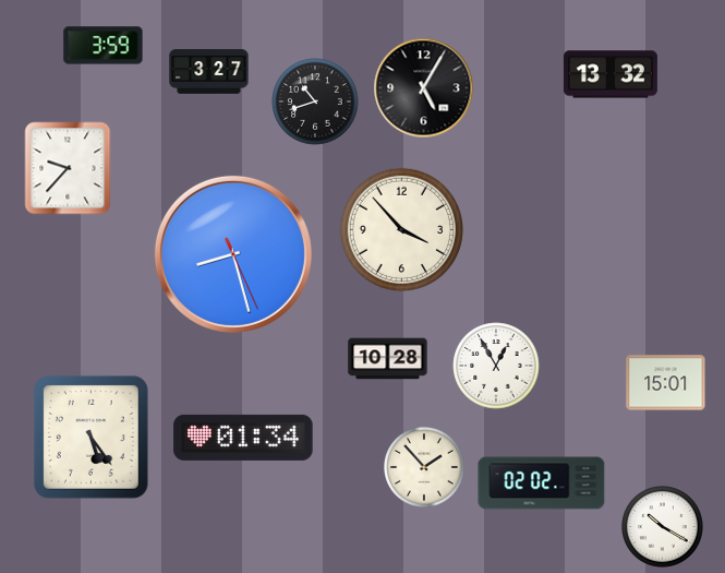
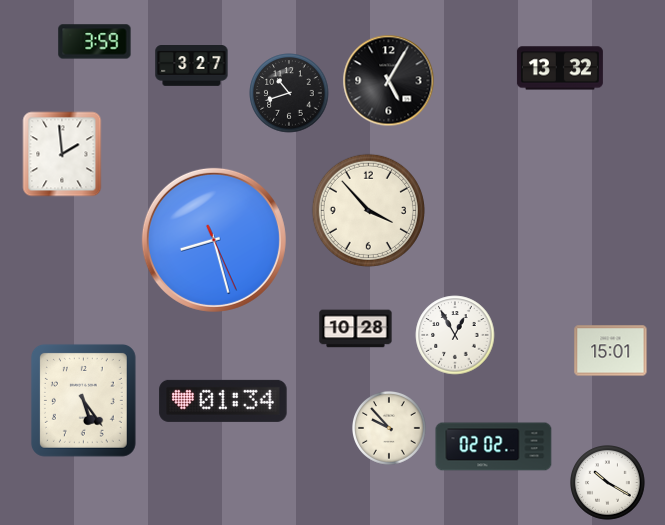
clock at (68, 168): 9:37 -> 1:59
clock at (233, 254) position: (233, 254) -> (214, 240)
clock at (425, 468): 1:53 -> 9:53
clock at (542, 484) position: (542, 484) -> (494, 447)
